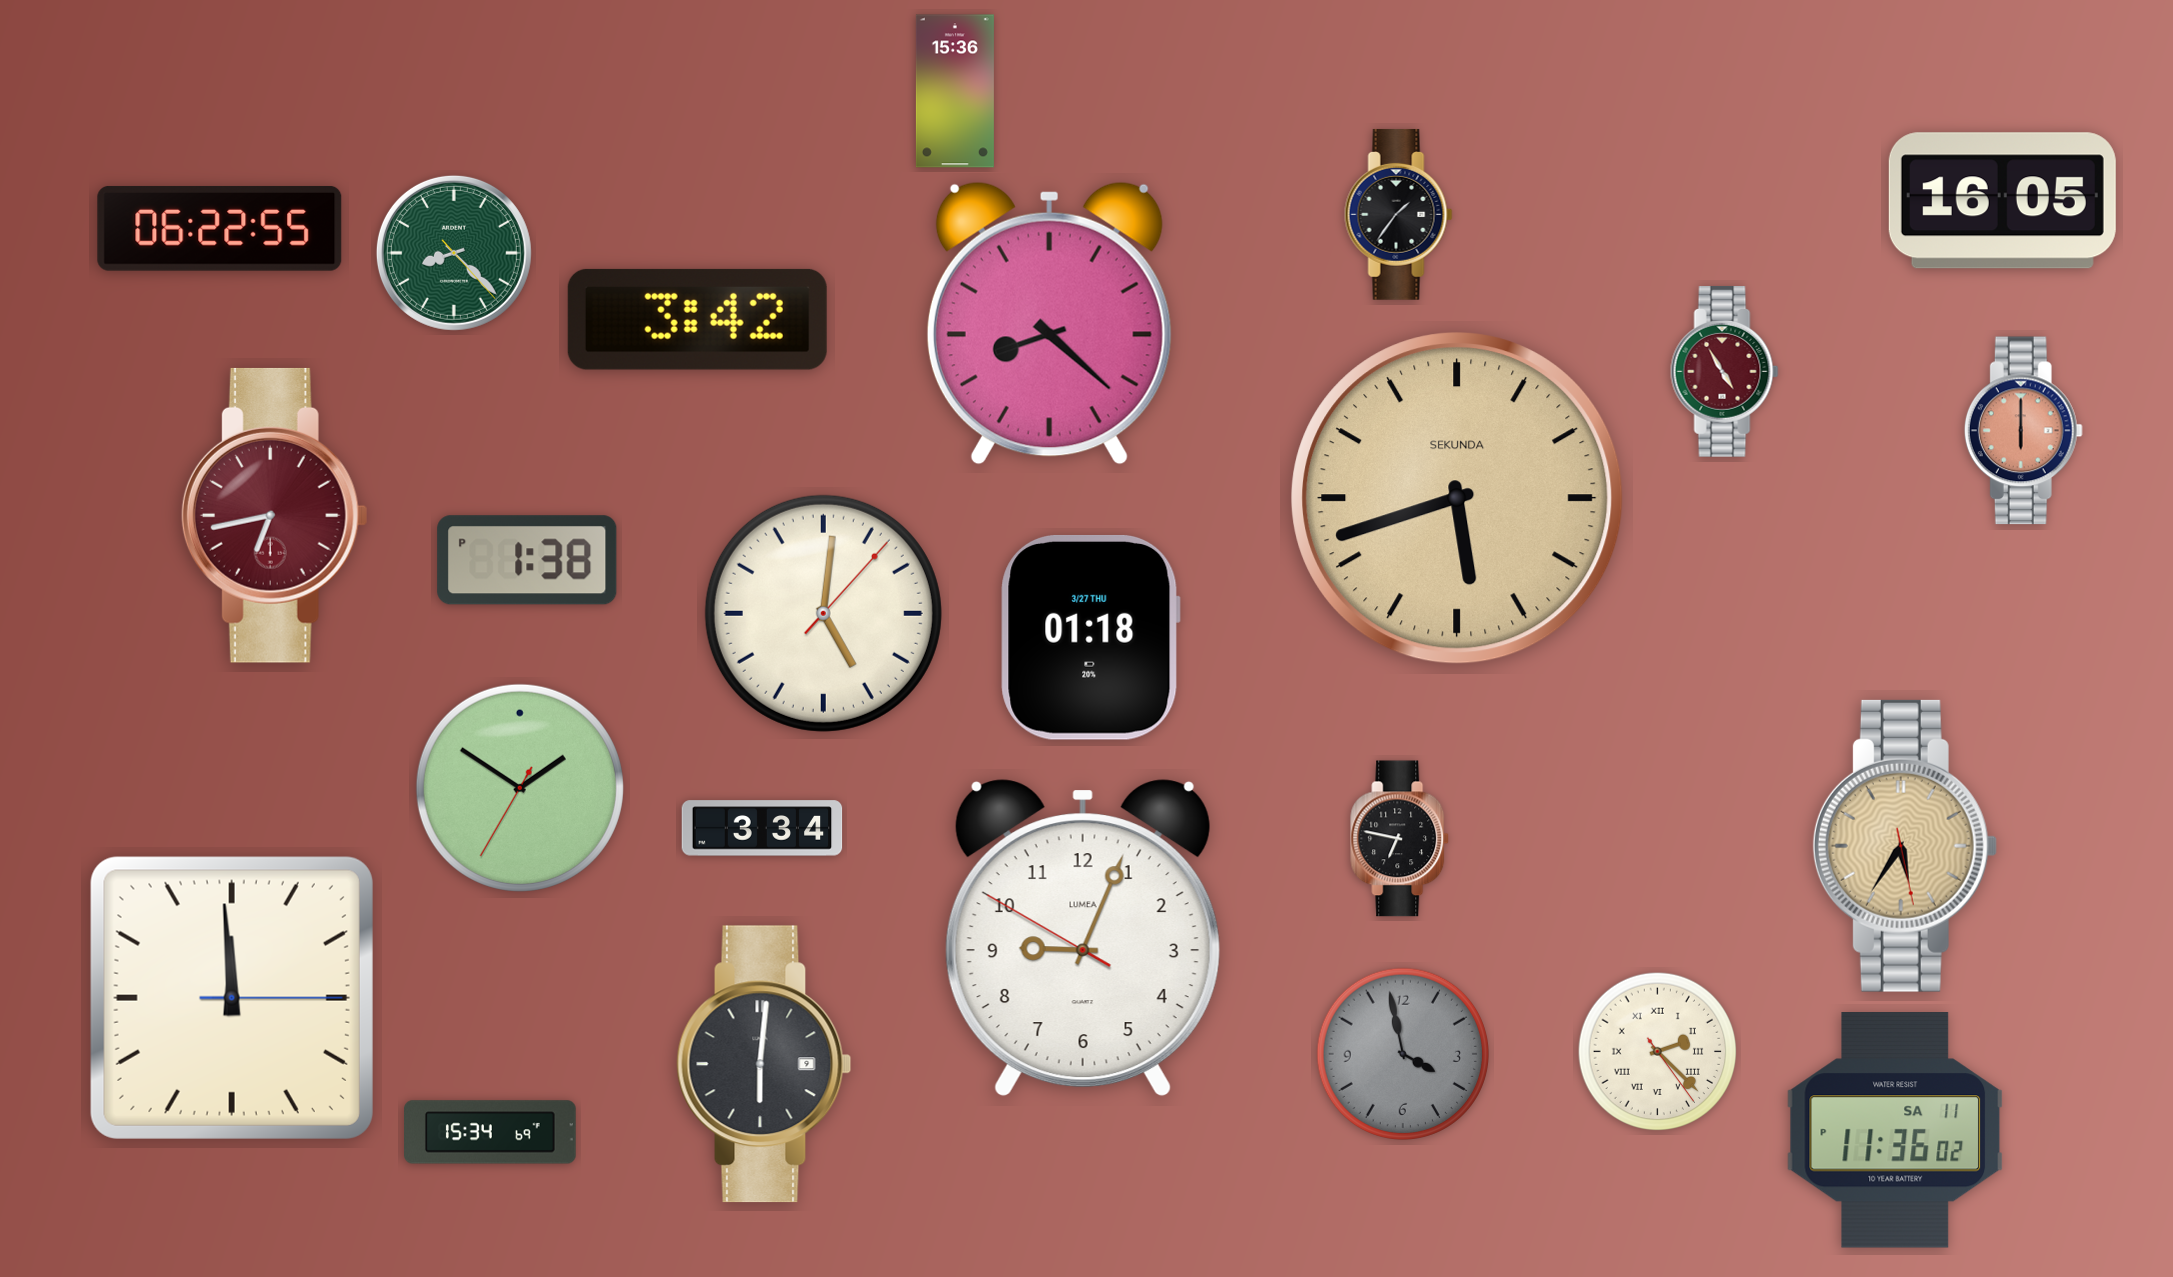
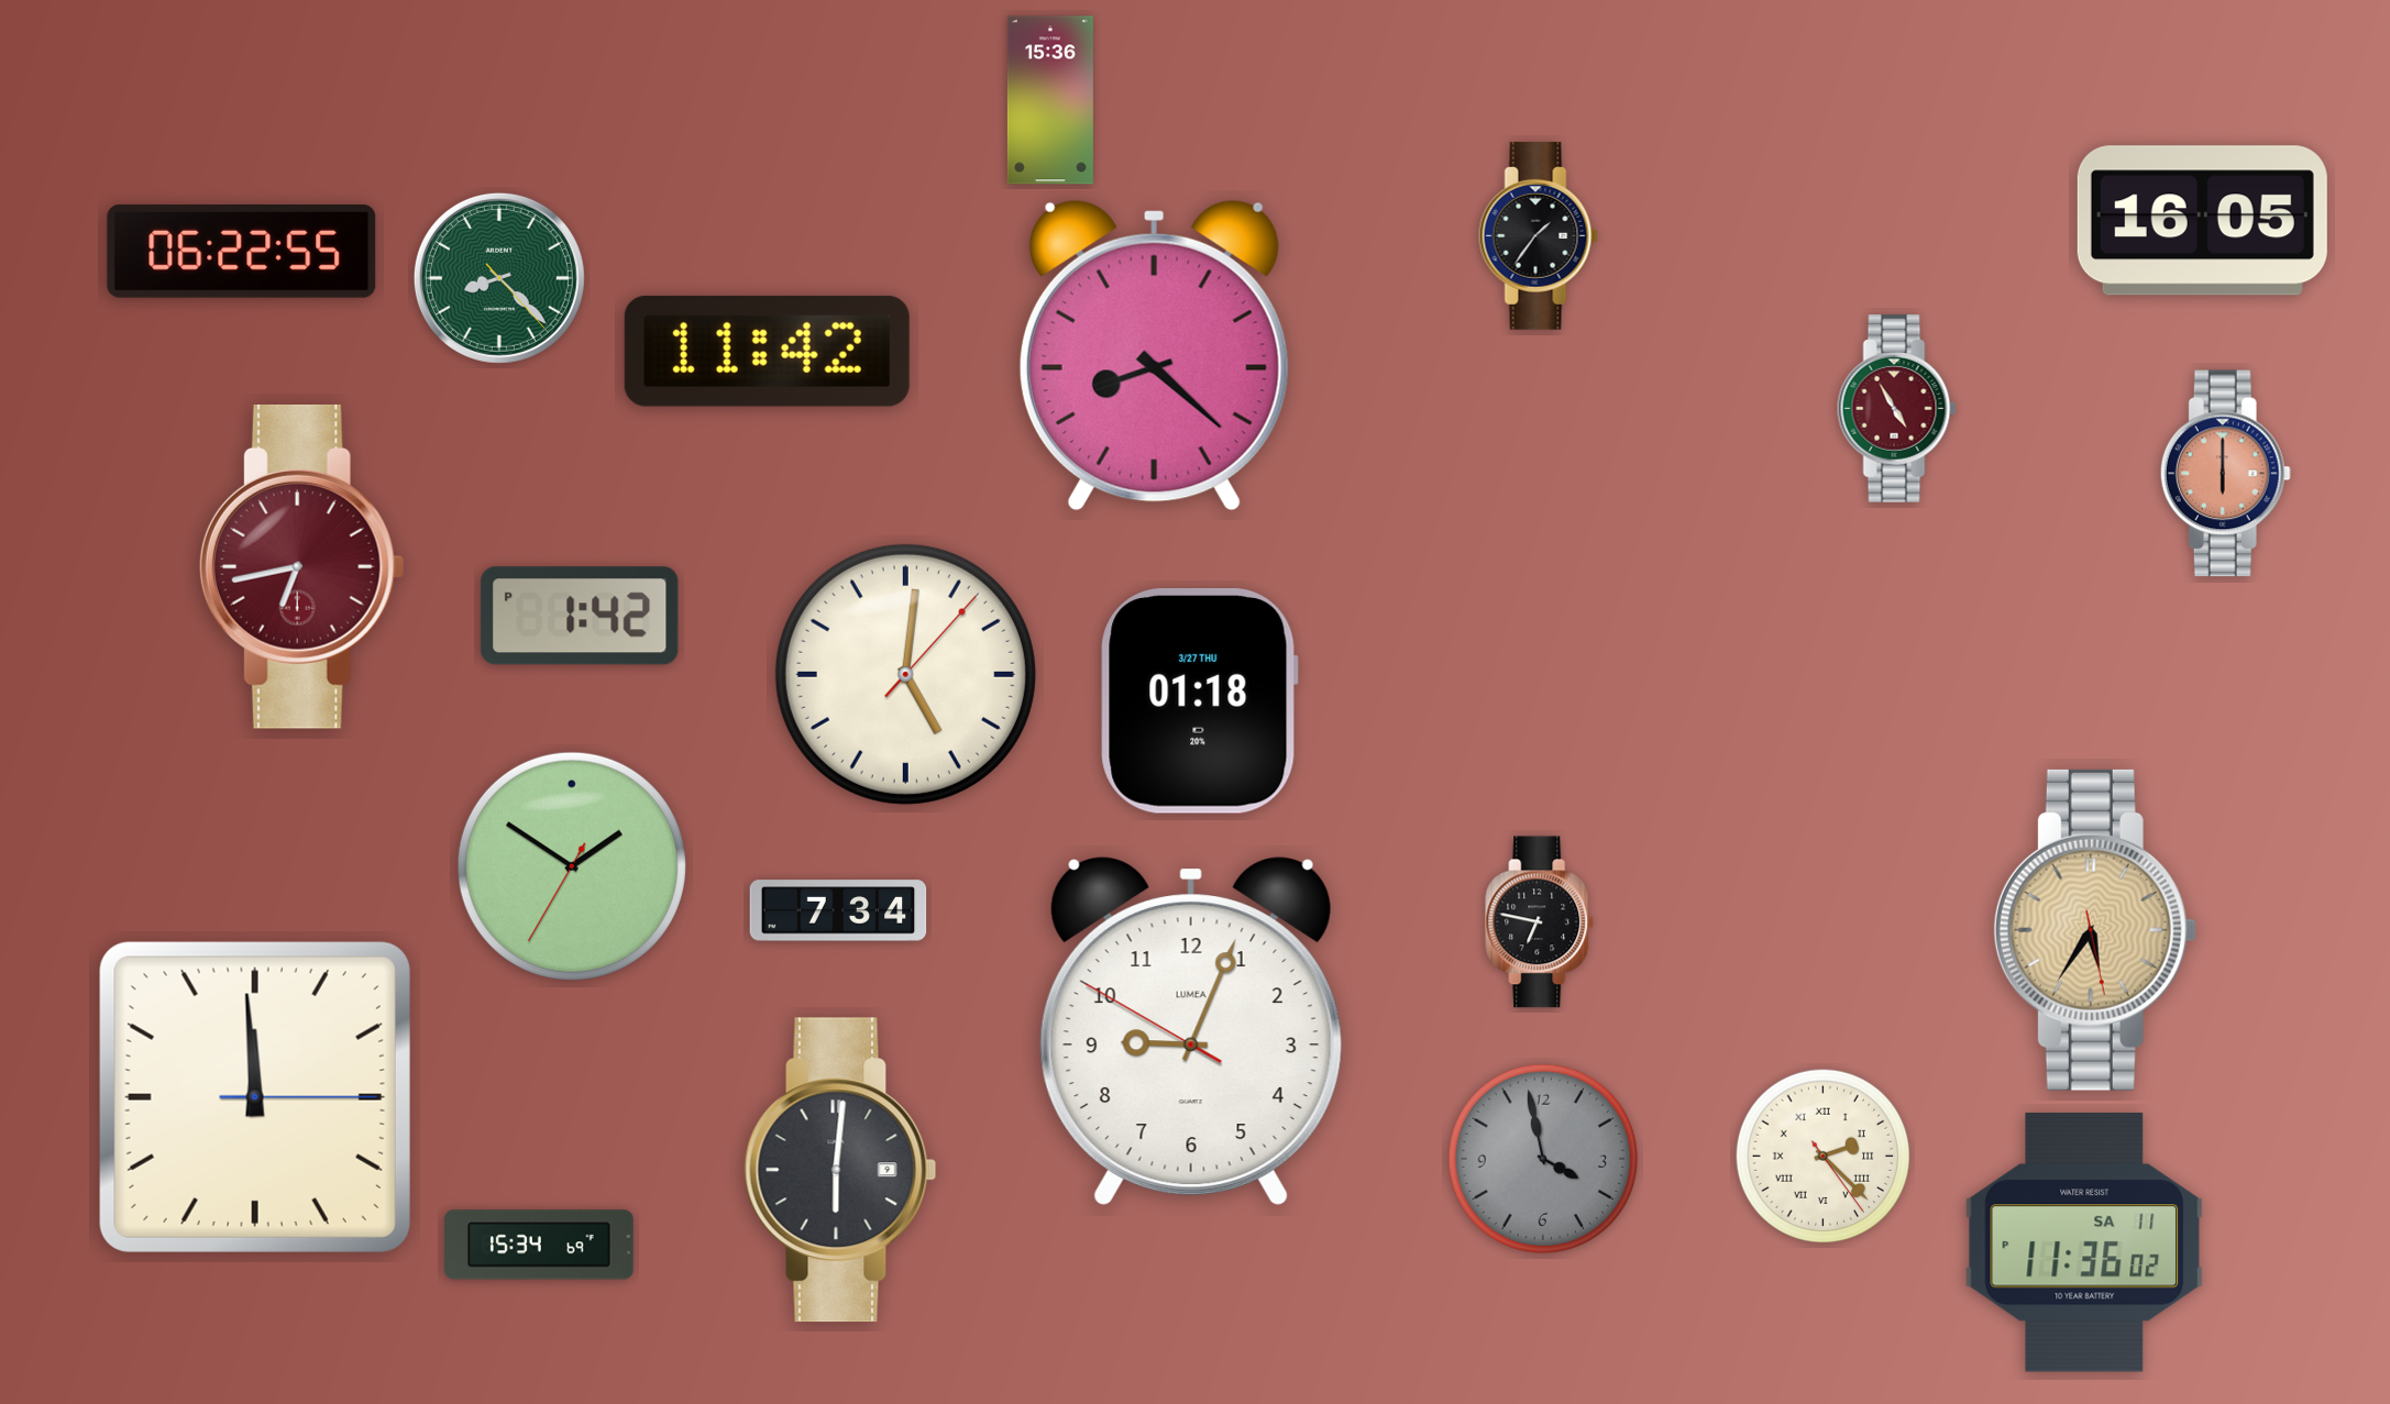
clock at (697, 319): 3:42 -> 11:42
clock at (1457, 498): 5:42 -> none
clock at (527, 560): 1:38 -> 1:42
clock at (762, 828): 3:34 -> 7:34
